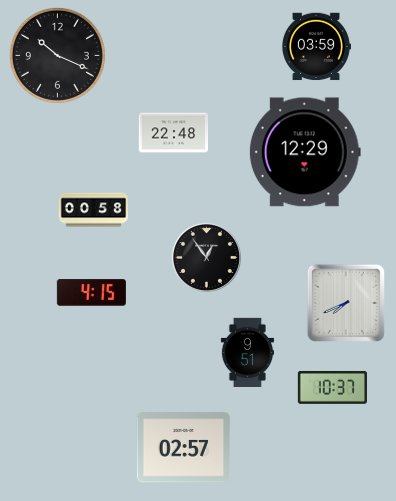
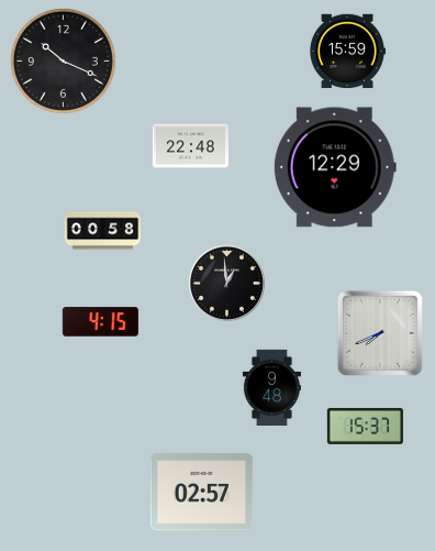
clock at (316, 47): 03:59 -> 15:59
clock at (206, 257): 12:54 -> 12:59
clock at (247, 352): 9:51 -> 9:48
clock at (332, 387): 10:37 -> 15:37
